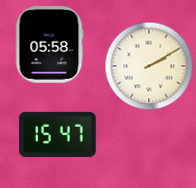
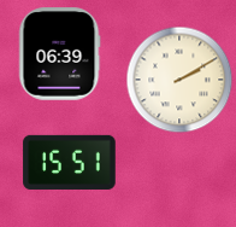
clock at (49, 45): 05:58 -> 06:39
clock at (58, 134): 15:47 -> 15:51
